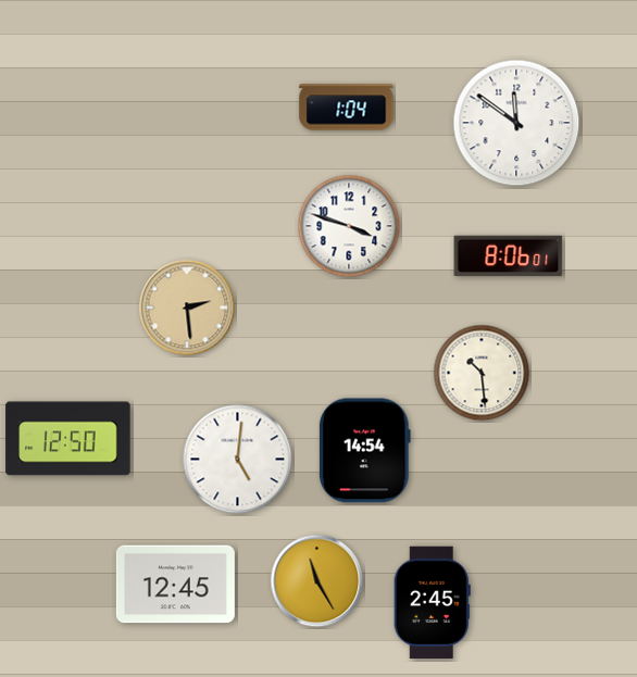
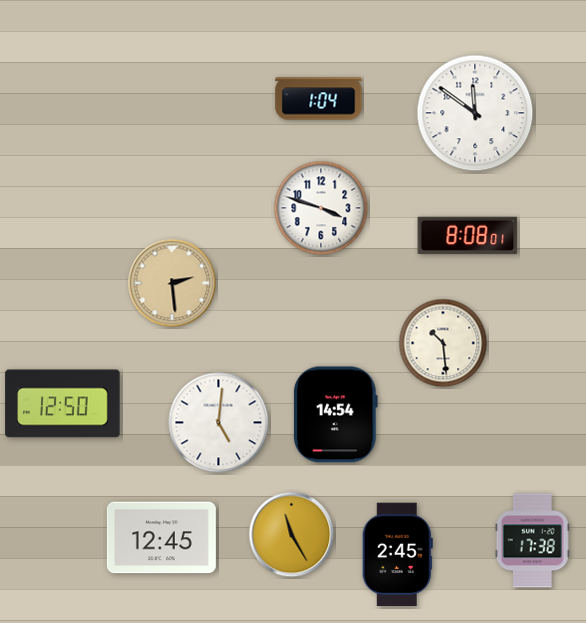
clock at (509, 256): 8:06 -> 8:08
clock at (532, 541): none -> 17:38
